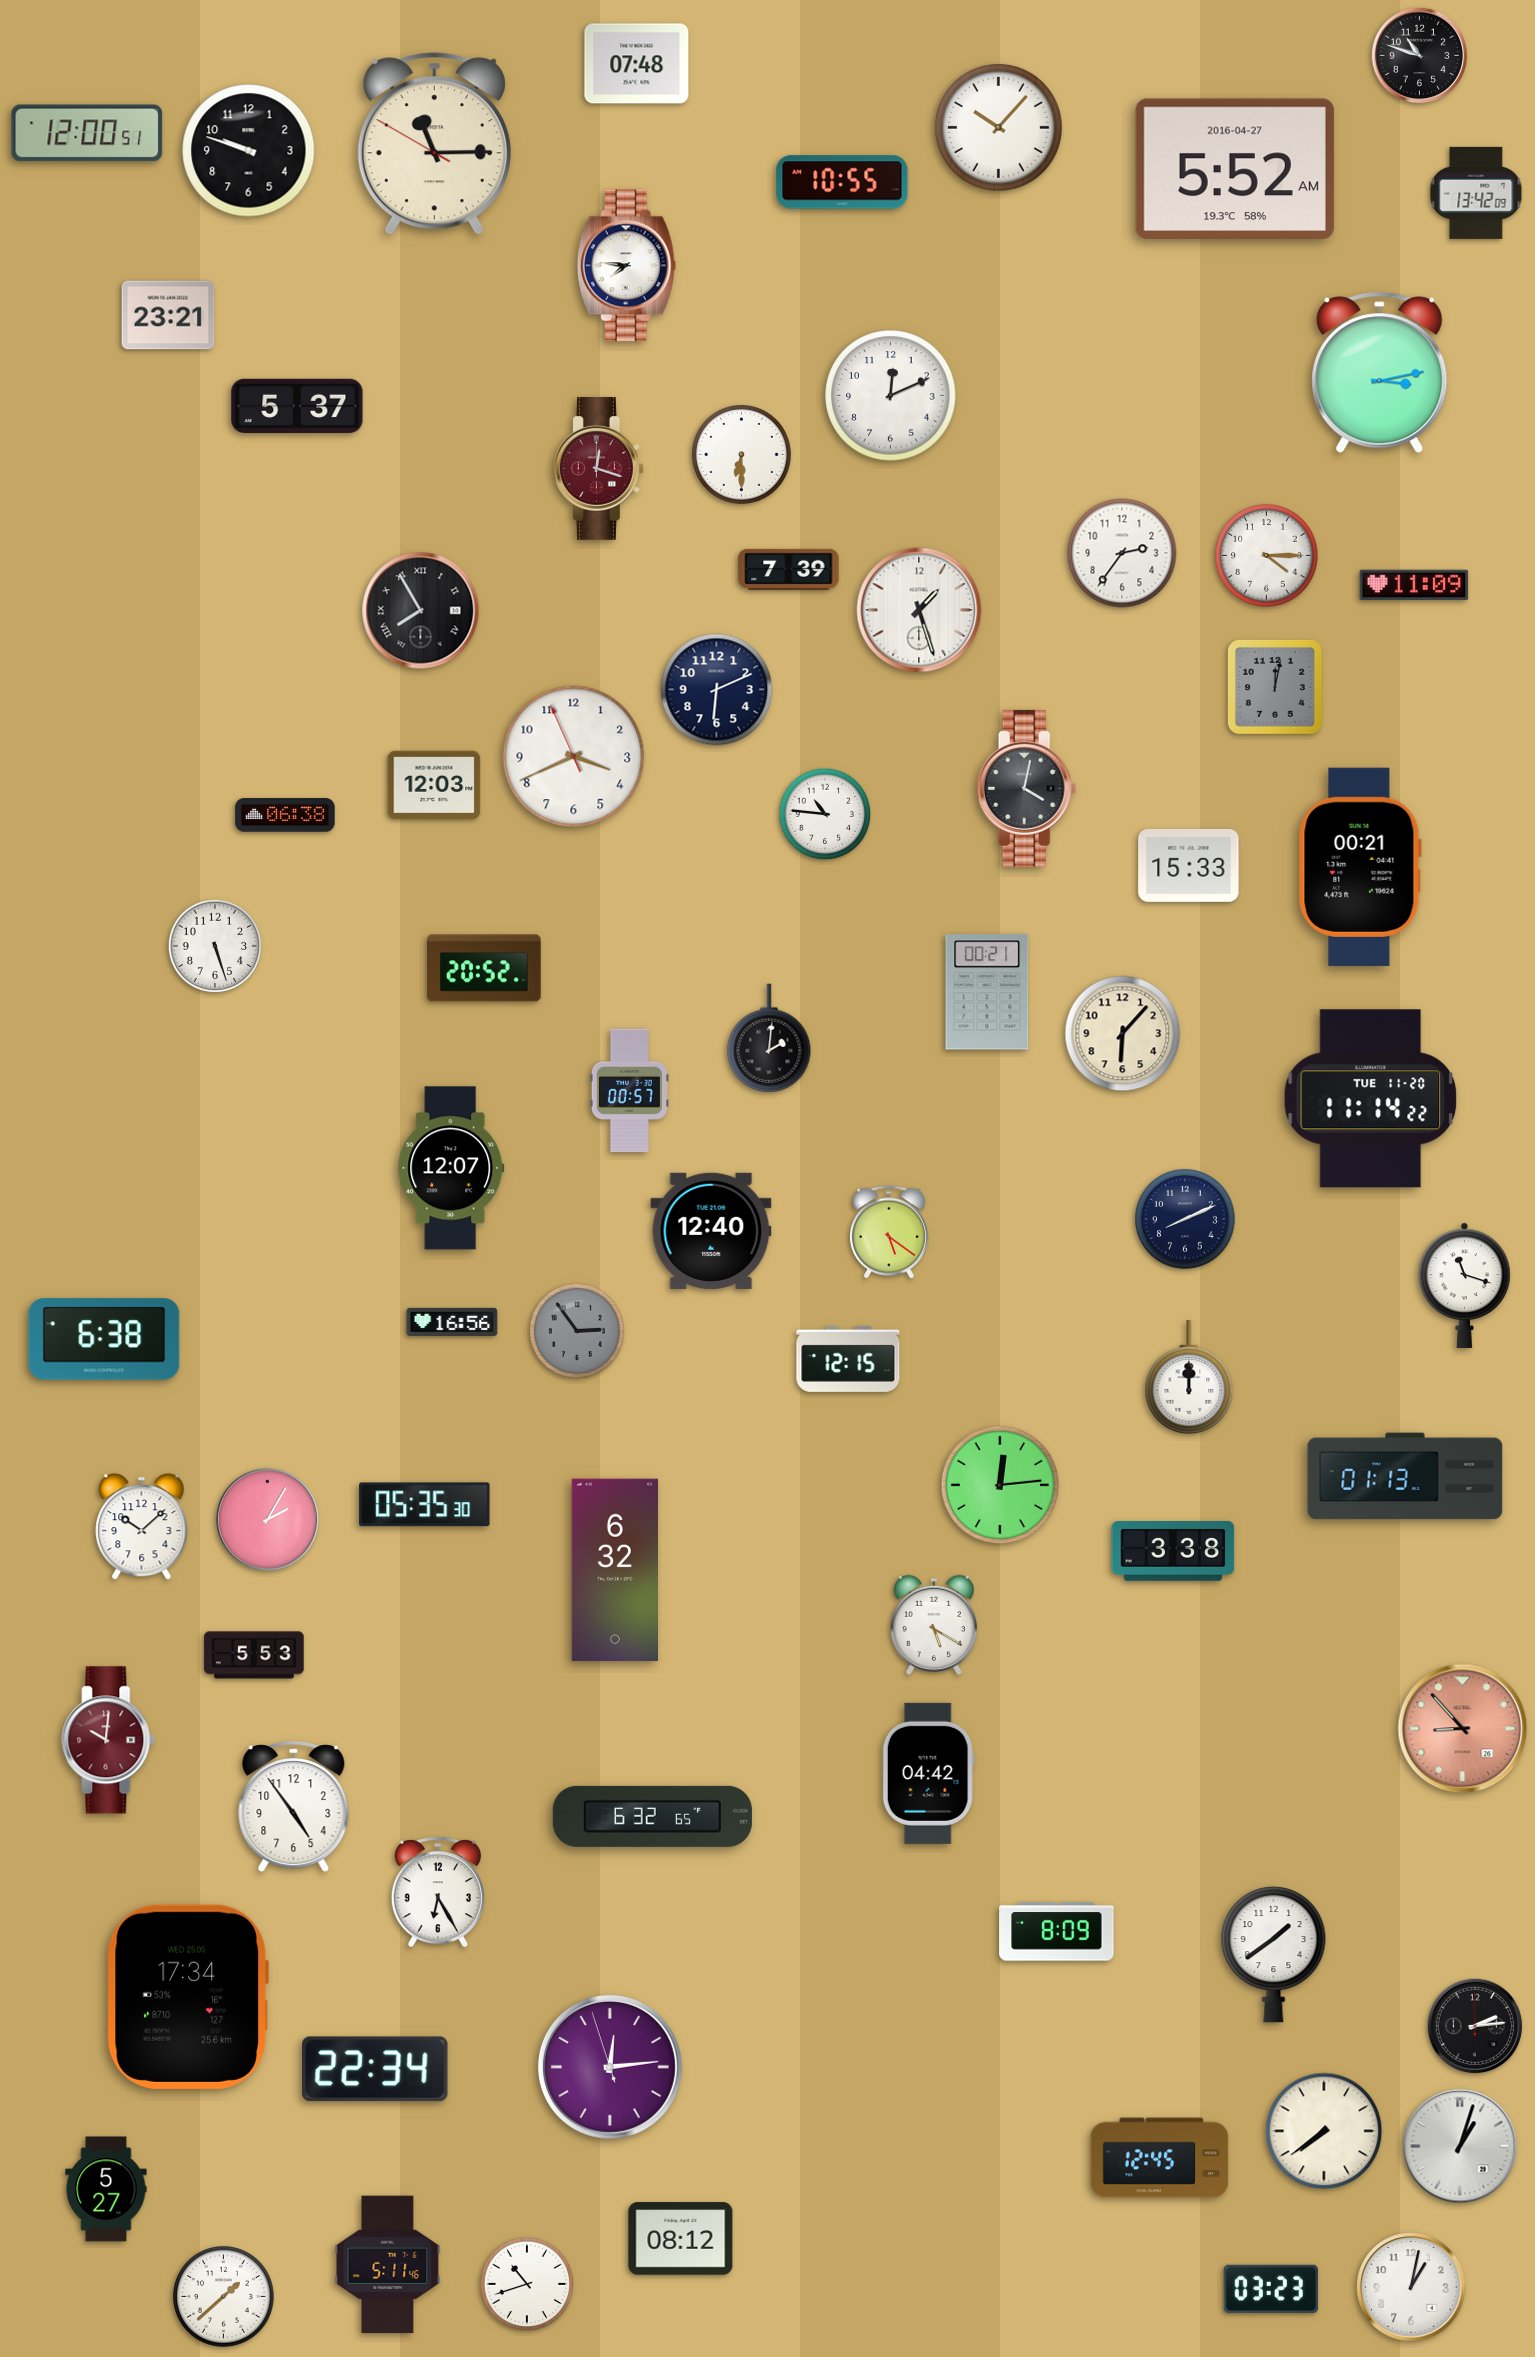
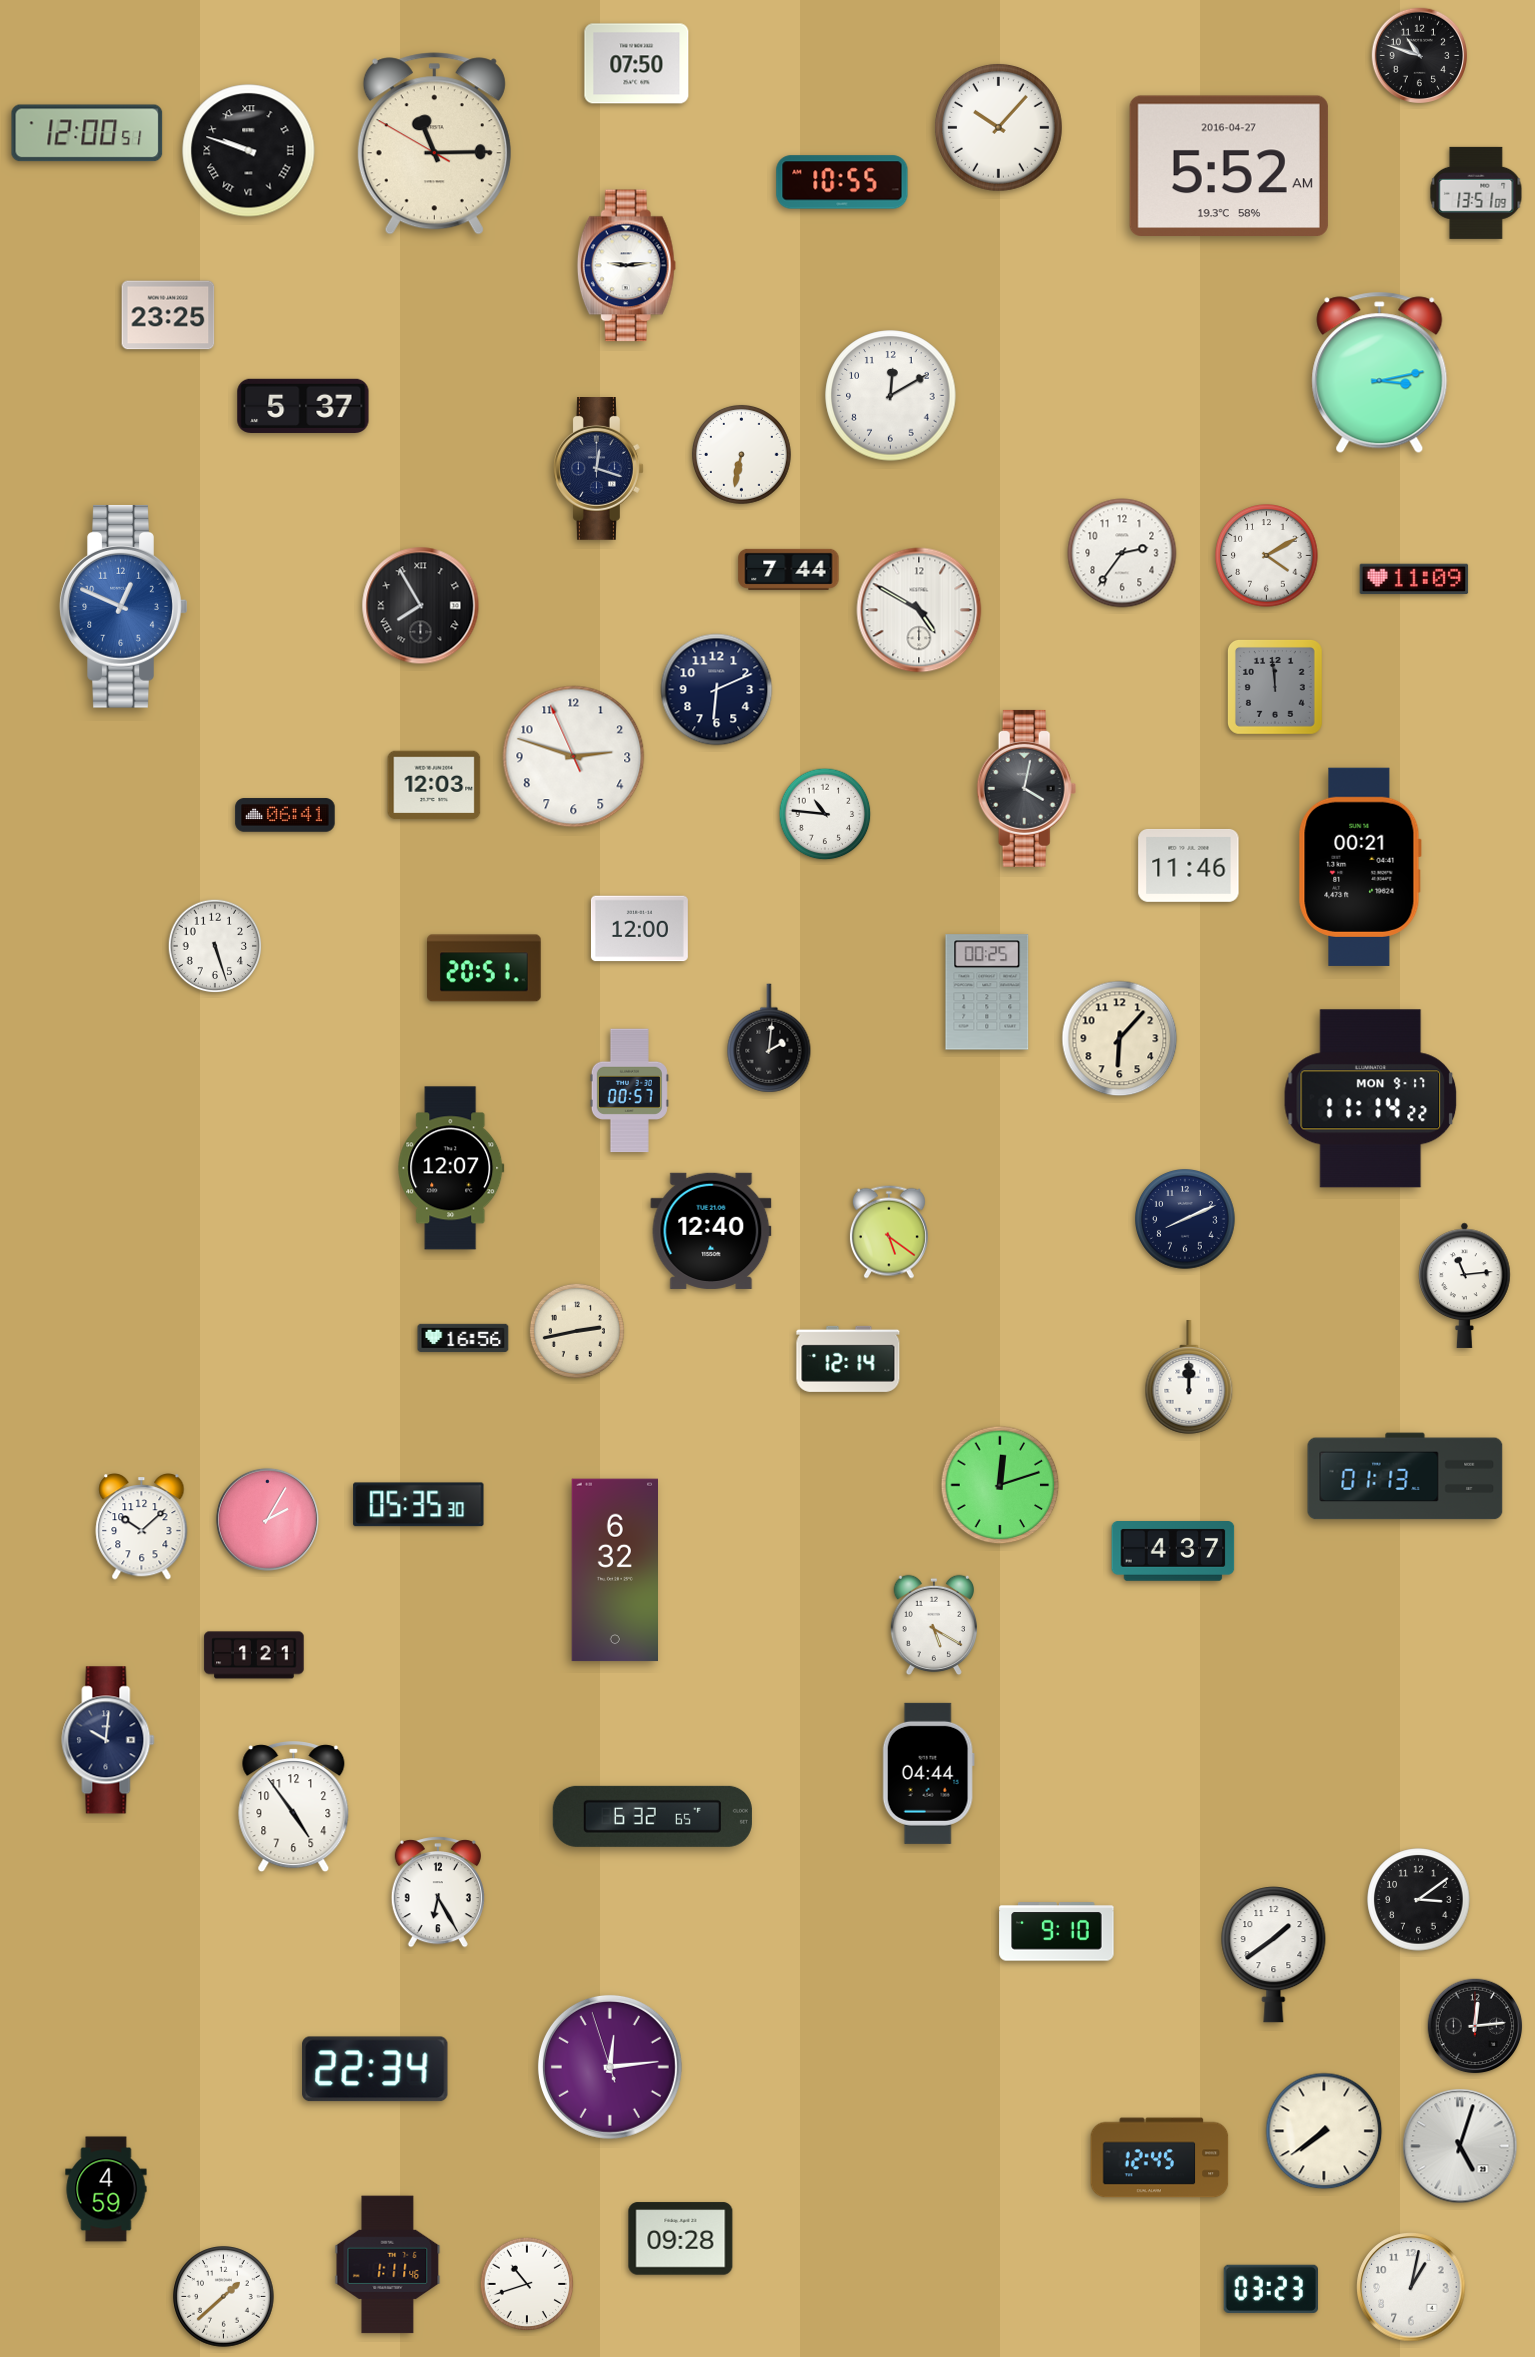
clock at (637, 64): 07:48 -> 07:50
clock at (249, 151) numerals: Arabic -> Roman
clock at (1235, 168) position: (1235, 168) -> (1229, 165)
clock at (1476, 193): 13:42 -> 13:51
clock at (626, 266): 7:46 -> 9:14
clock at (168, 315): 23:21 -> 23:25
clock at (891, 396): 12:11 -> 12:10
clock at (297, 405) position: (297, 405) -> (303, 405)
clock at (741, 454): 6:30 -> 6:32
clock at (599, 469) dial: burgundy -> navy
clock at (1267, 556): 4:15 -> 4:10
clock at (789, 569): 7:39 -> 7:44
clock at (1414, 585) position: (1414, 585) -> (1414, 579)
clock at (124, 606): none -> 12:49
clock at (919, 610): 1:27 -> 4:50
clock at (421, 611) position: (421, 611) -> (421, 606)
clock at (1275, 687): 12:02 -> 11:59
clock at (574, 757): 3:40 -> 2:47
clock at (285, 815): 06:38 -> 06:41
clock at (1189, 865): 15:33 -> 11:46
clock at (639, 929): none -> 12:00
clock at (484, 968): 20:52 -> 20:51
clock at (987, 992): 00:21 -> 00:25
clock at (1123, 1034) position: (1123, 1034) -> (1120, 1039)
clock at (1371, 1099) date: TUE 11-20 -> MON 9-17
clock at (1465, 1285): 11:18 -> 11:14
clock at (452, 1322) position: (452, 1322) -> (463, 1338)
clock at (577, 1331): 2:54 -> 2:43
clock at (577, 1331) dial: grey -> cream
clock at (104, 1339): 6:38 -> none
clock at (848, 1359): 12:15 -> 12:14
clock at (1000, 1485): 12:14 -> 12:12
clock at (425, 1505) position: (425, 1505) -> (419, 1505)
clock at (1173, 1552): 3:38 -> 4:37
clock at (254, 1655): 5:53 -> 1:21
clock at (1463, 1729): 8:53 -> none
clock at (108, 1740) dial: burgundy -> navy
clock at (928, 1773): 04:42 -> 04:44
clock at (1419, 1900): none -> 3:09
clock at (1057, 1932): 8:09 -> 9:10
clock at (188, 1997): 17:34 -> none
clock at (1475, 2026): 2:14 -> 12:14
clock at (1460, 2146): 1:03 -> 5:03
clock at (106, 2189): 5:27 -> 4:59
clock at (681, 2239): 08:12 -> 09:28
clock at (388, 2265): 5:11 -> 1:11
